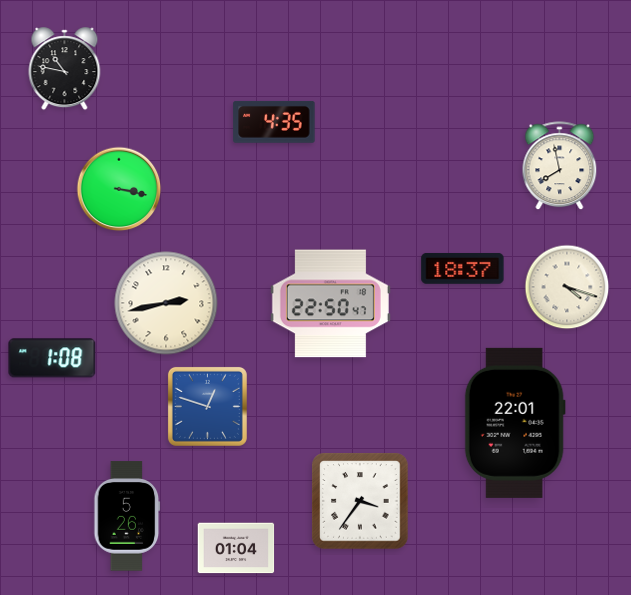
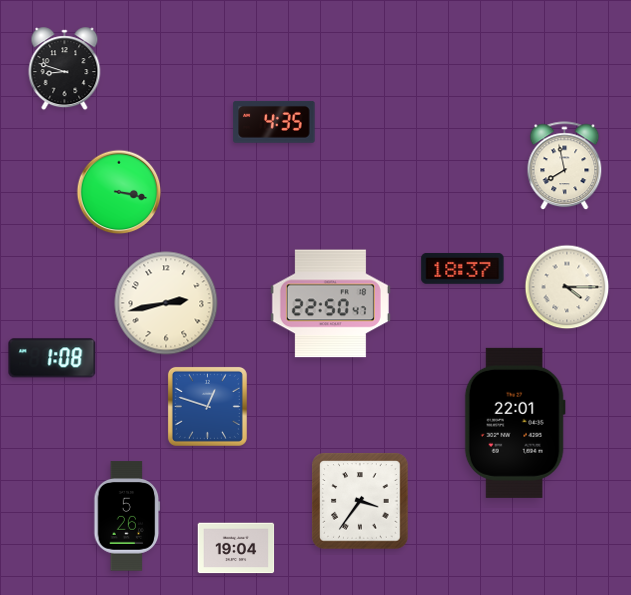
clock at (65, 69): 10:47 -> 8:48
clock at (560, 166) position: (560, 166) -> (565, 166)
clock at (119, 189) position: (119, 189) -> (119, 192)
clock at (567, 287): 4:18 -> 4:15
clock at (236, 548): 01:04 -> 19:04
